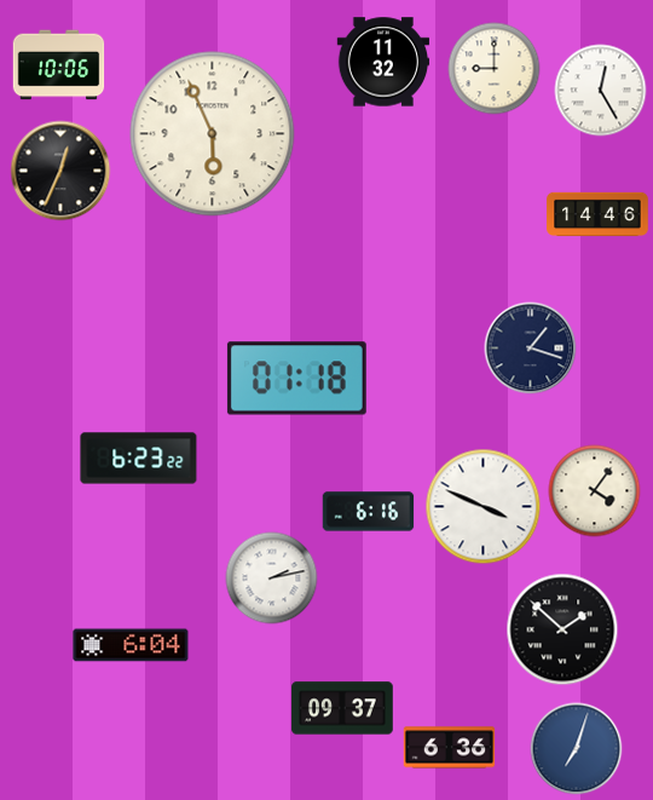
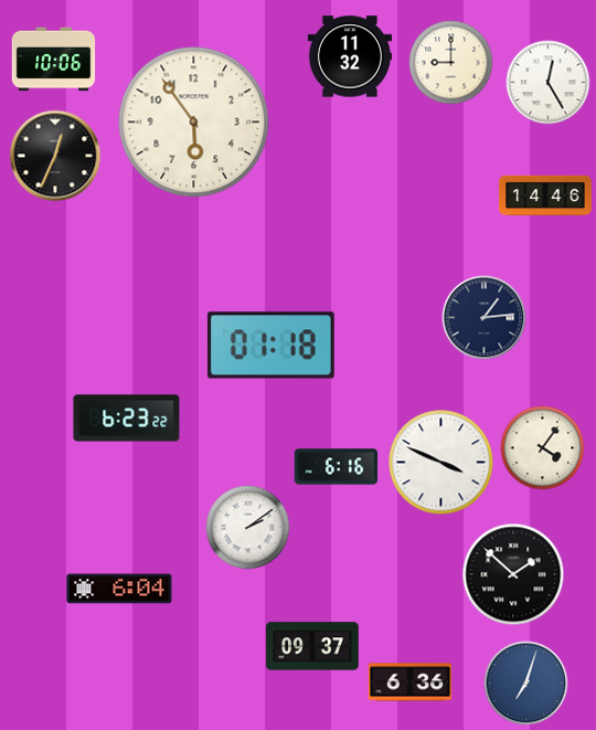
clock at (213, 134): 5:56 -> 5:54
clock at (531, 349): 1:18 -> 1:14
clock at (272, 579): 2:13 -> 2:09
